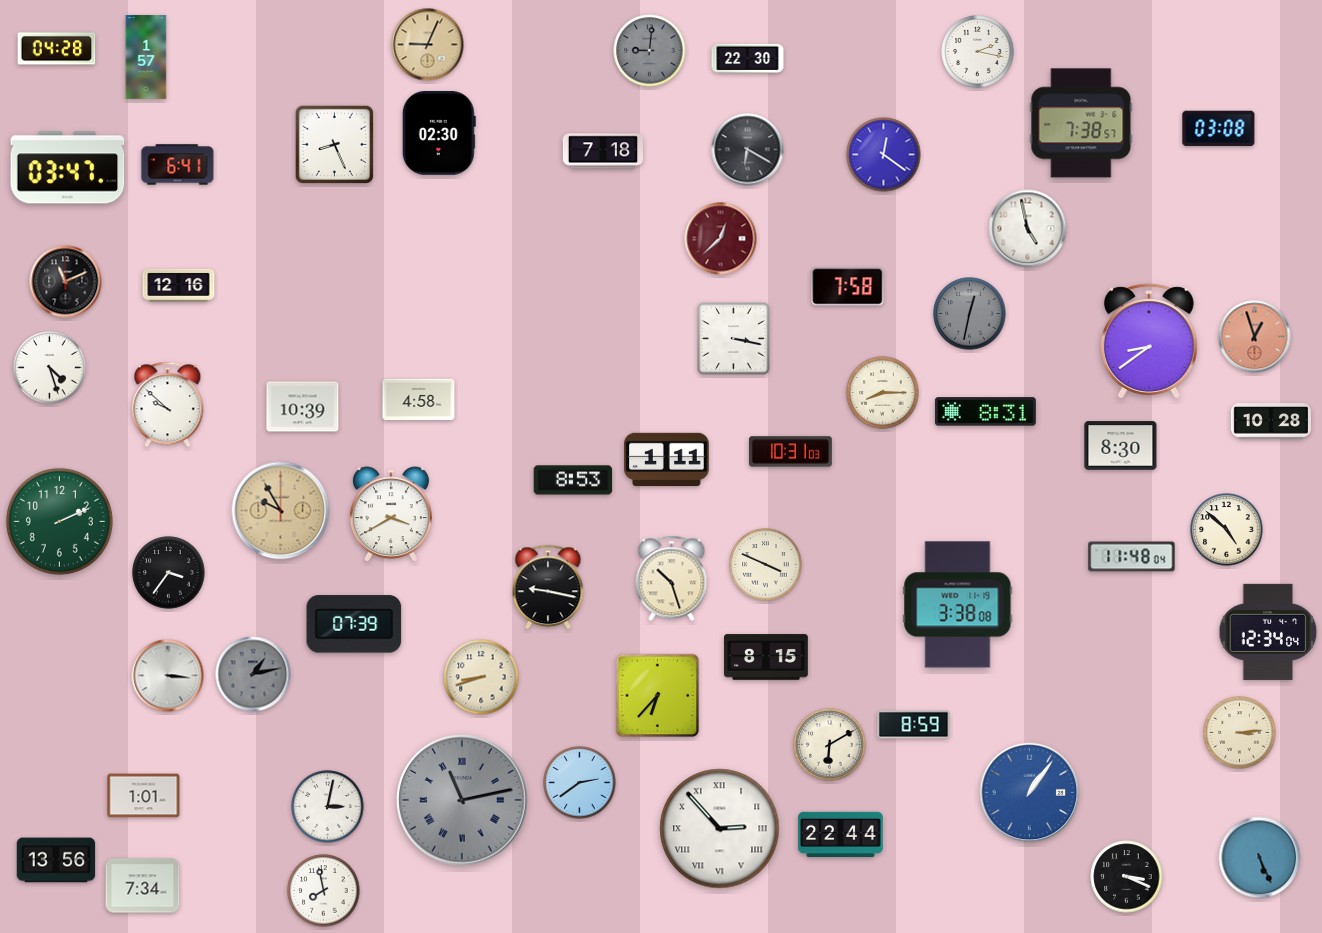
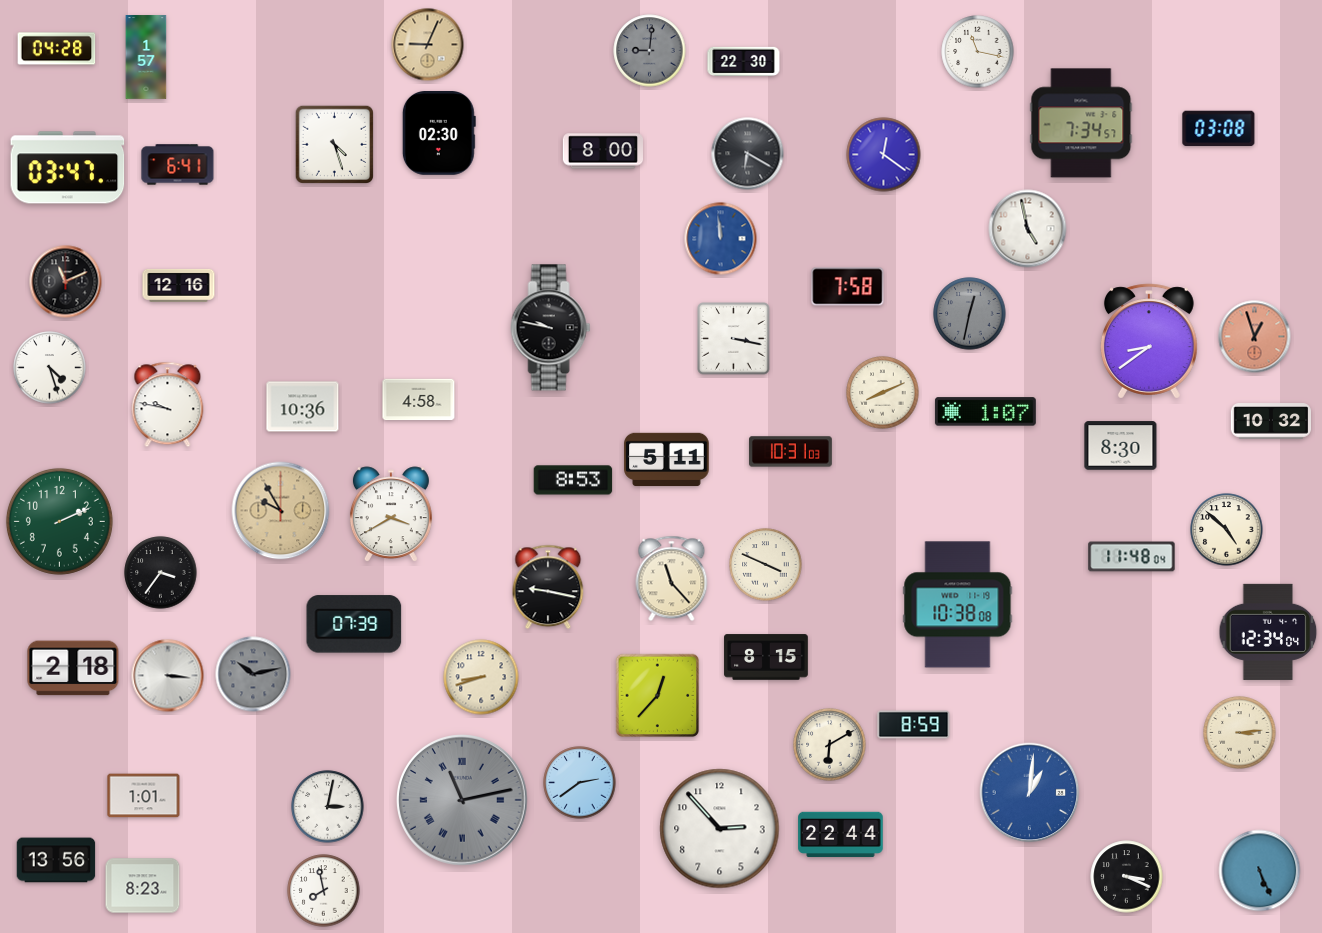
clock at (978, 52): 2:17 -> 11:17
clock at (748, 59) position: (748, 59) -> (744, 62)
clock at (1081, 123): 7:38 -> 7:34
clock at (334, 144): 8:26 -> 4:27
clock at (748, 150) position: (748, 150) -> (748, 154)
clock at (602, 151): 7:18 -> 8:00
clock at (721, 239): 12:38 -> 11:59
clock at (721, 239) dial: burgundy -> blue
clock at (551, 328): none -> 9:47
clock at (883, 393): 8:15 -> 8:11
clock at (168, 405): 9:52 -> 9:47
clock at (303, 407): 10:39 -> 10:36
clock at (985, 412): 8:31 -> 1:07
clock at (1270, 421): 10:28 -> 10:32
clock at (667, 460): 1:11 -> 5:11
clock at (169, 573) position: (169, 573) -> (161, 573)
clock at (672, 579): 10:27 -> 11:23
clock at (958, 605): 3:38 -> 10:38
clock at (73, 668): none -> 2:18
clock at (253, 674): 1:13 -> 10:13
clock at (658, 696): 6:37 -> 12:37
clock at (1030, 793): 1:06 -> 1:01
clock at (720, 829) numerals: Roman -> Arabic
clock at (1260, 858) position: (1260, 858) -> (1260, 871)
clock at (143, 886): 7:34 -> 8:23
